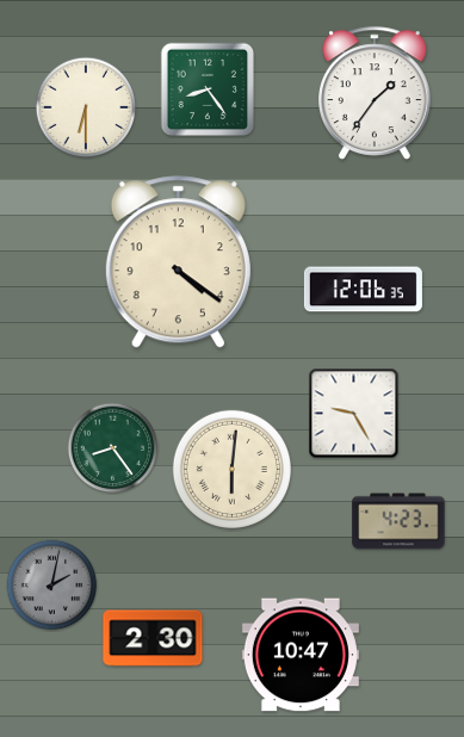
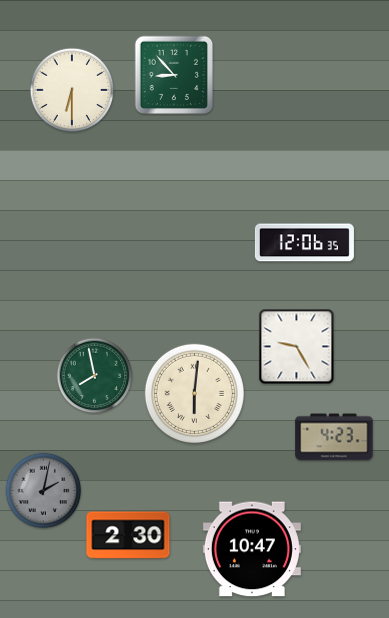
clock at (206, 88): 8:24 -> 8:53
clock at (375, 93): 1:36 -> none
clock at (178, 262): 4:21 -> none
clock at (113, 448): 8:24 -> 7:58
